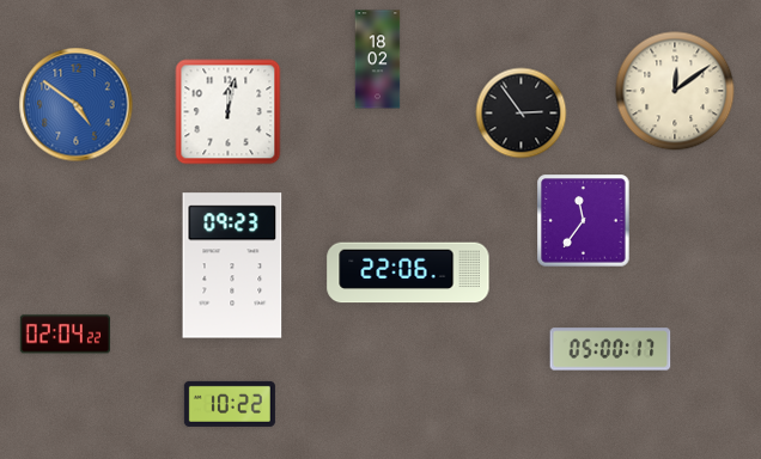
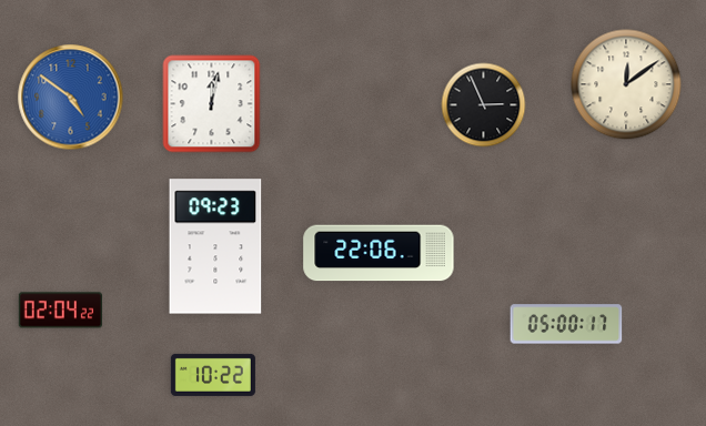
clock at (378, 60): 18:02 -> none
clock at (522, 114): 2:54 -> 2:56
clock at (584, 221): 11:36 -> none
